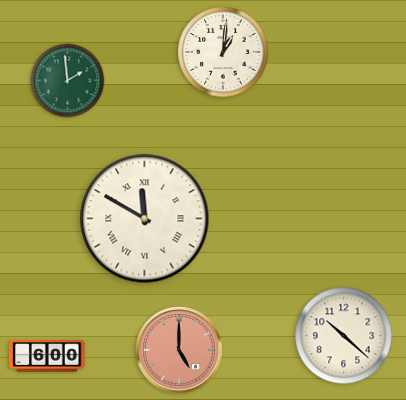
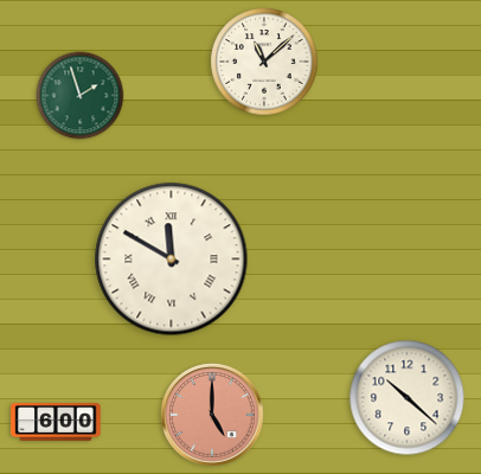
clock at (223, 52): 1:01 -> 11:08
clock at (68, 81): 1:59 -> 1:57
